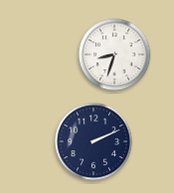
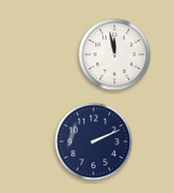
clock at (115, 55): 8:33 -> 11:58
